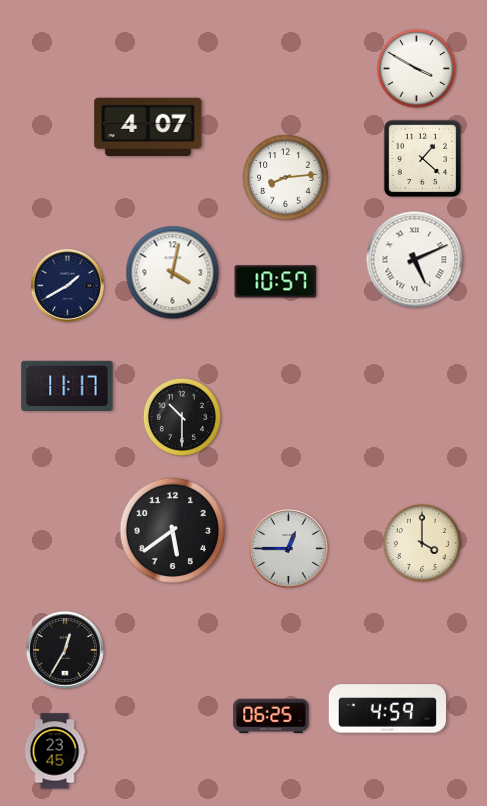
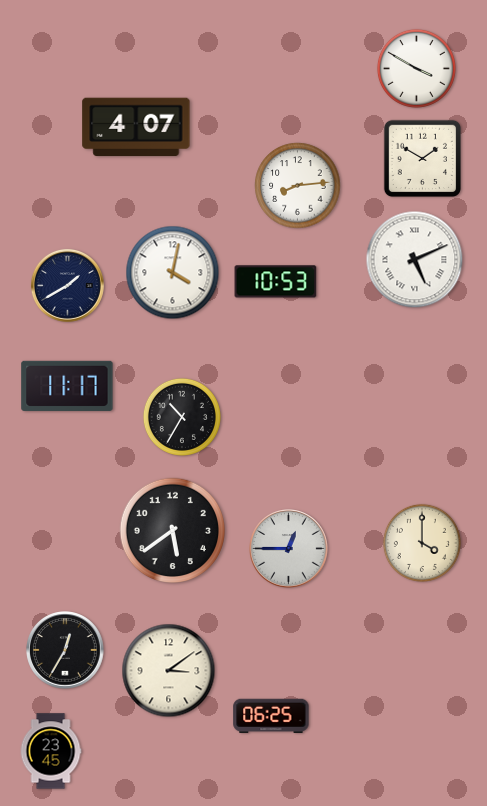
clock at (148, 127) position: (148, 127) -> (136, 127)
clock at (422, 158): 1:22 -> 1:50
clock at (286, 178) position: (286, 178) -> (298, 186)
clock at (276, 282): 10:57 -> 10:53
clock at (182, 417): 10:30 -> 10:35
clock at (169, 671): none -> 3:09
clock at (387, 709): 4:59 -> none
clock at (55, 751) position: (55, 751) -> (51, 751)
